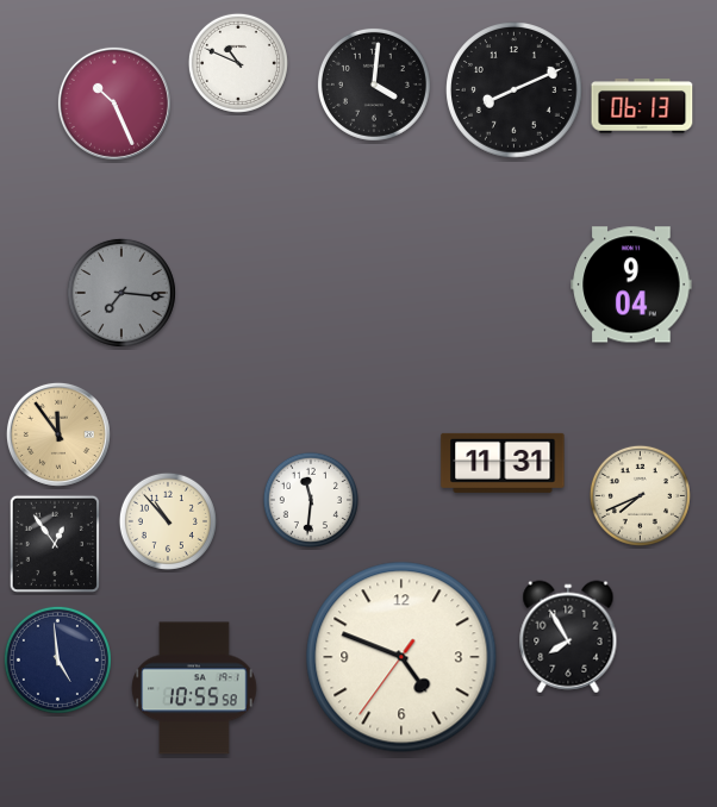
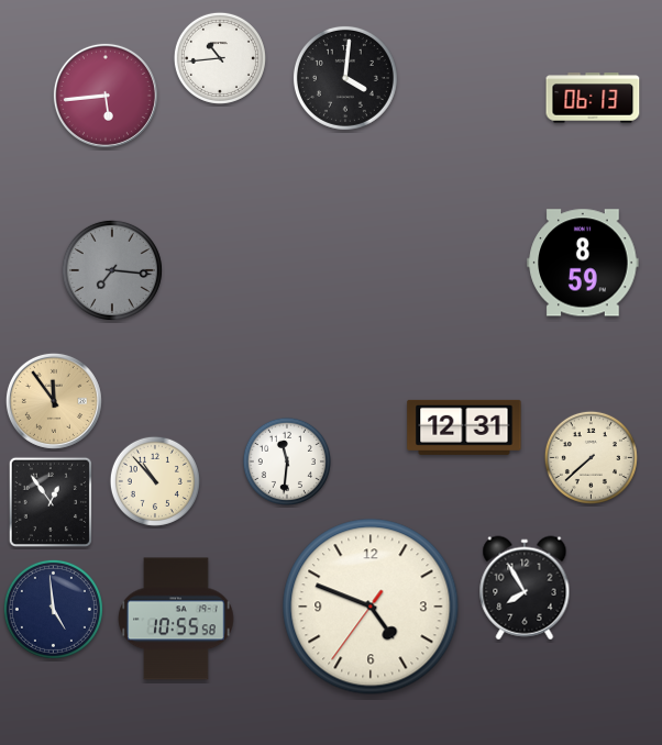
clock at (238, 63): 10:49 -> 10:44
clock at (515, 90): 8:11 -> none
clock at (114, 104): 10:26 -> 5:44
clock at (631, 284): 9:04 -> 8:59
clock at (503, 463): 11:31 -> 12:31
clock at (640, 495): 7:41 -> 7:38
clock at (194, 688) position: (194, 688) -> (176, 619)
